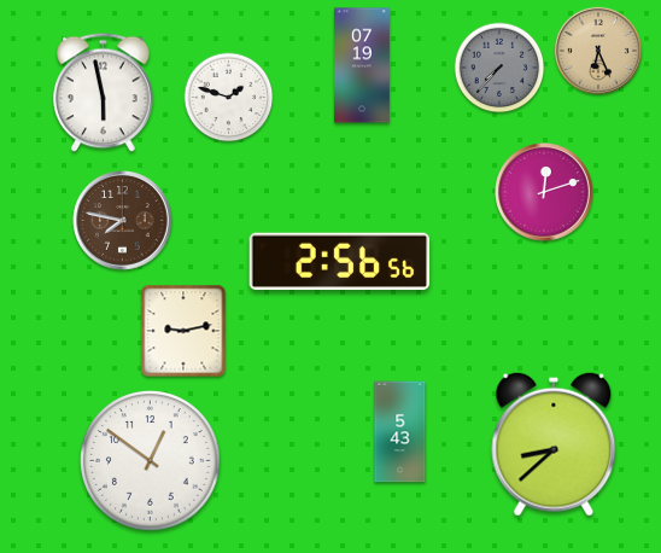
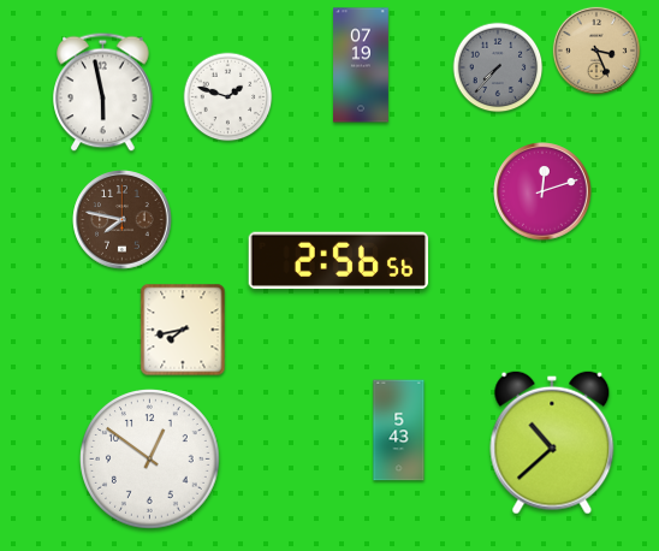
clock at (598, 51): 6:26 -> 3:26
clock at (183, 331): 9:13 -> 7:43
clock at (554, 444): 8:38 -> 10:38
